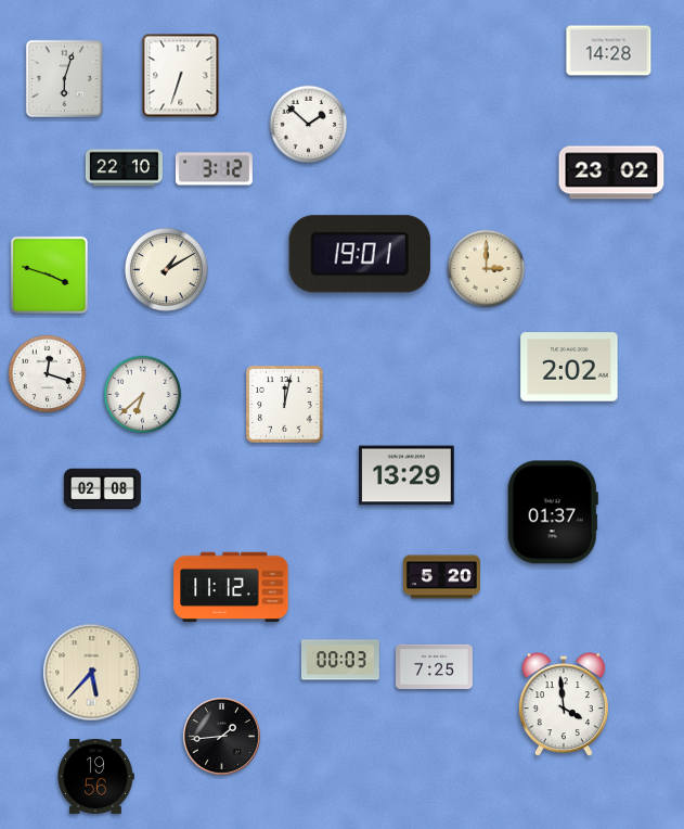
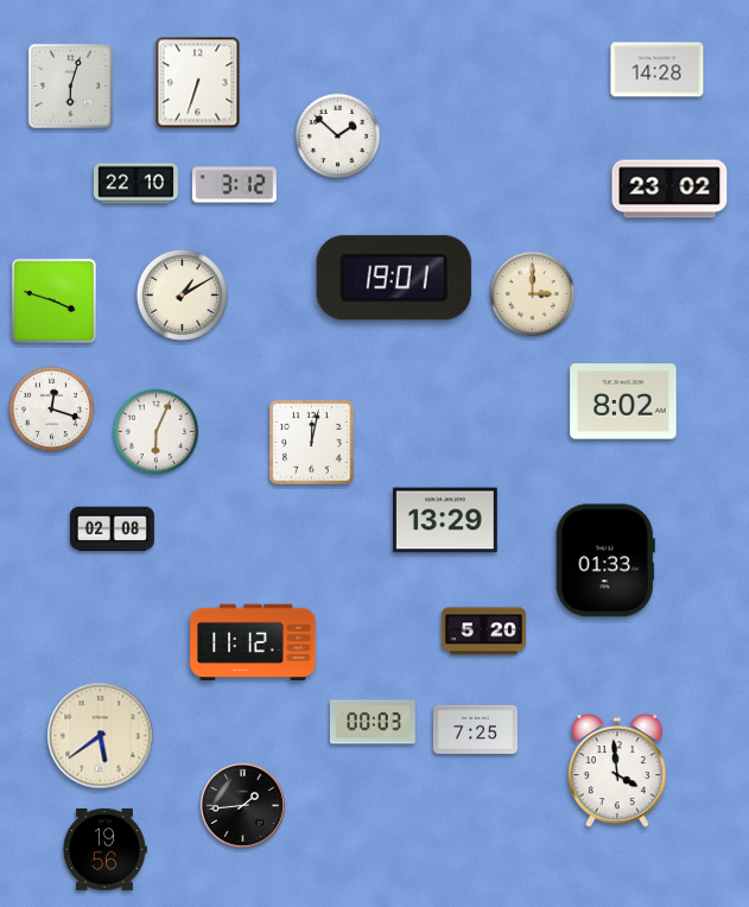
clock at (609, 51) position: (609, 51) -> (658, 70)
clock at (569, 367): 2:02 -> 8:02
clock at (143, 395): 6:38 -> 6:04
clock at (102, 489) position: (102, 489) -> (112, 529)
clock at (553, 512): 01:37 -> 01:33
clock at (92, 673): 5:37 -> 5:39
